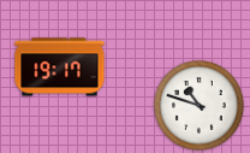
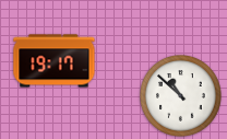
clock at (200, 106): 10:48 -> 10:52
